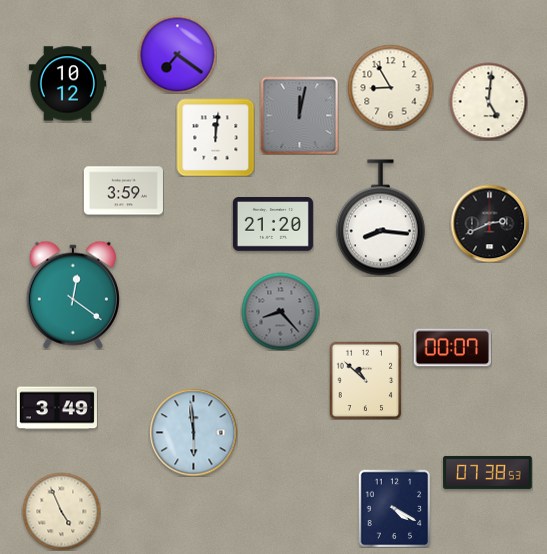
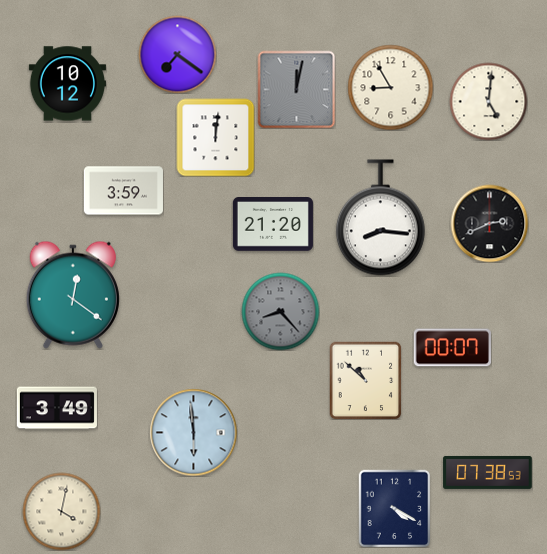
clock at (299, 115) position: (299, 115) -> (296, 89)
clock at (61, 511): 4:56 -> 4:02
